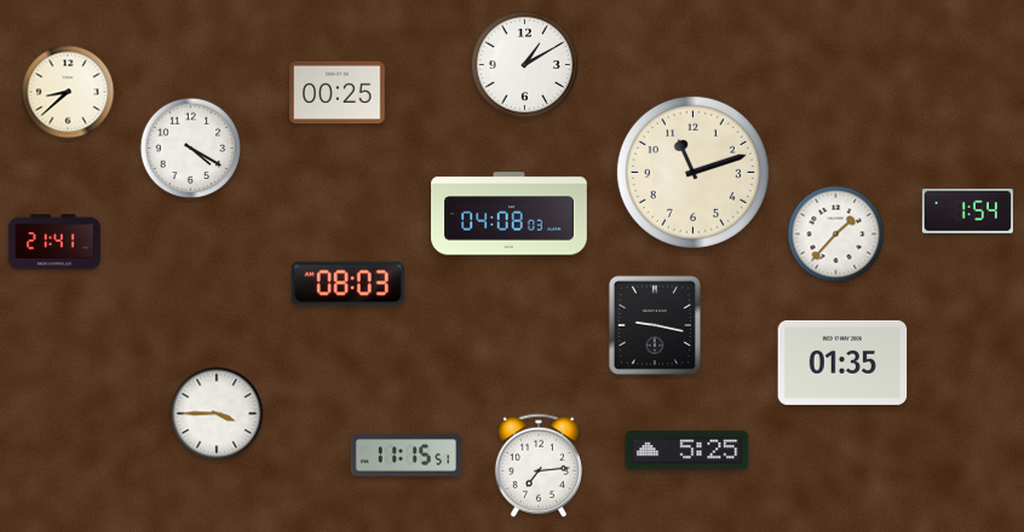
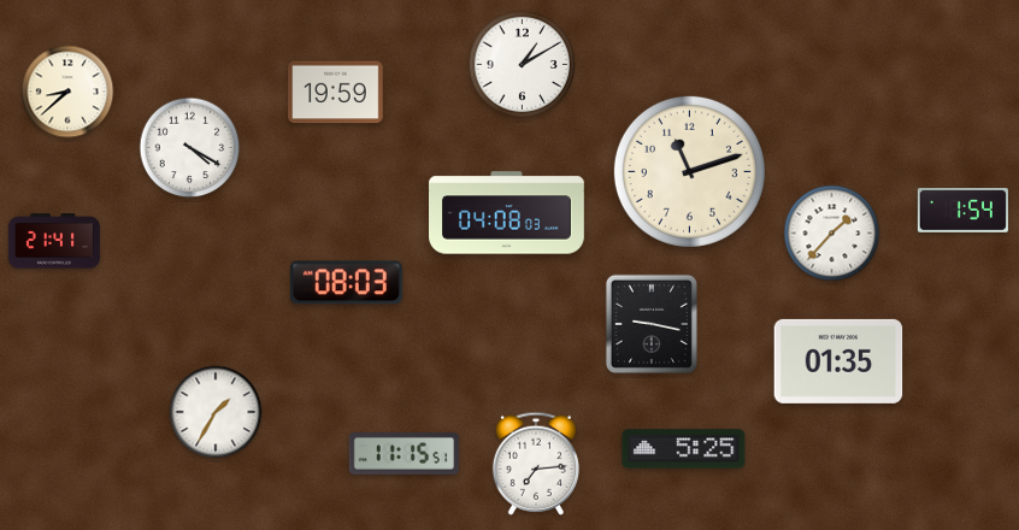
clock at (338, 93): 00:25 -> 19:59
clock at (217, 414): 3:45 -> 1:35
